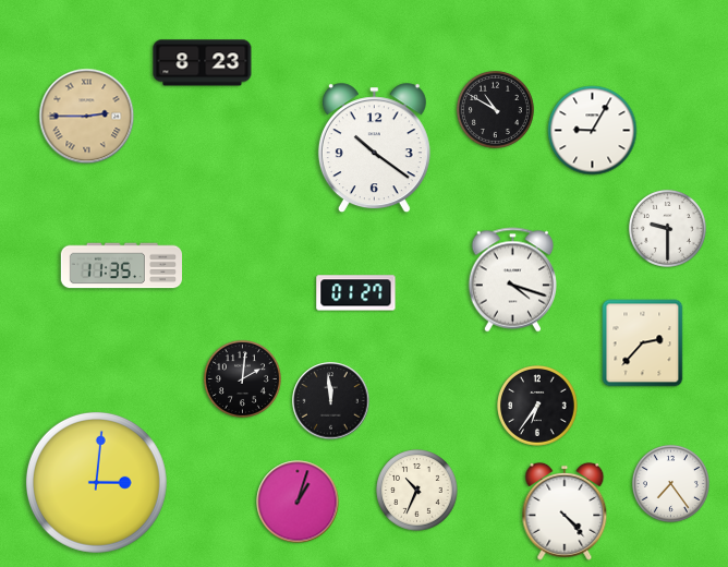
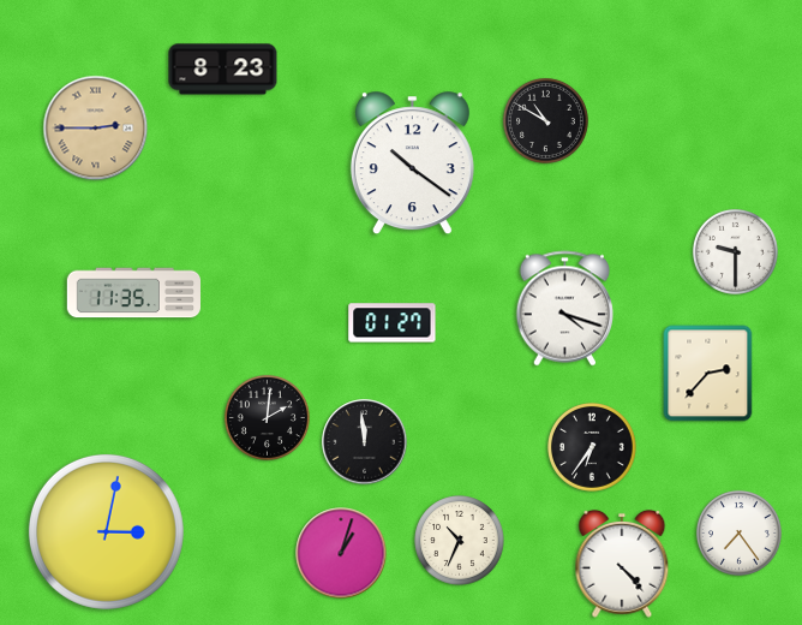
clock at (593, 131): 9:05 -> none
clock at (643, 343) position: (643, 343) -> (708, 374)
clock at (96, 482): 3:01 -> 3:02
clock at (298, 502) position: (298, 502) -> (341, 553)
